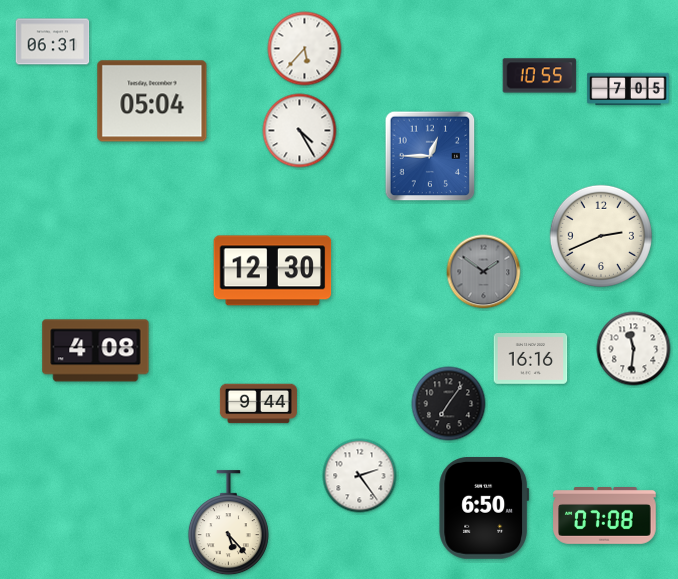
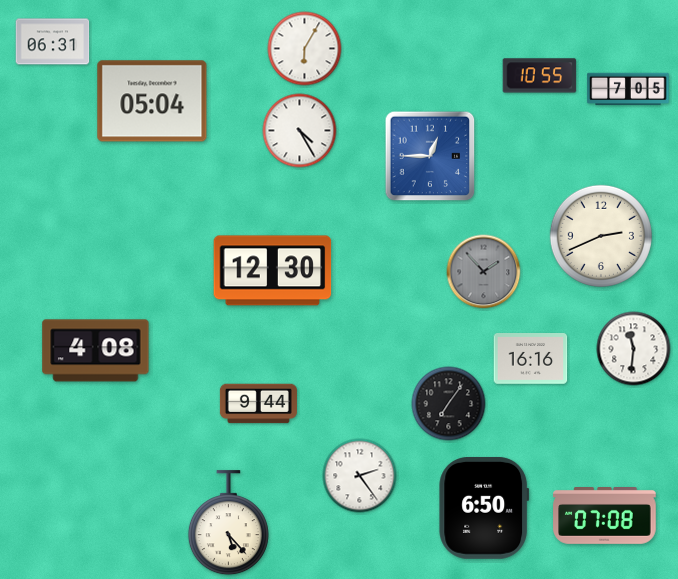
clock at (305, 49): 5:37 -> 6:05
clock at (484, 272): 1:51 -> 1:53
